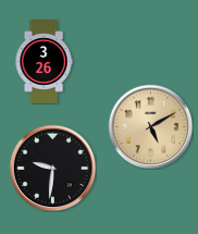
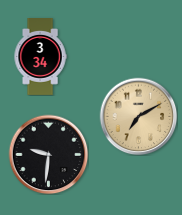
clock at (44, 62): 3:26 -> 3:34
clock at (150, 126): 5:10 -> 7:10
